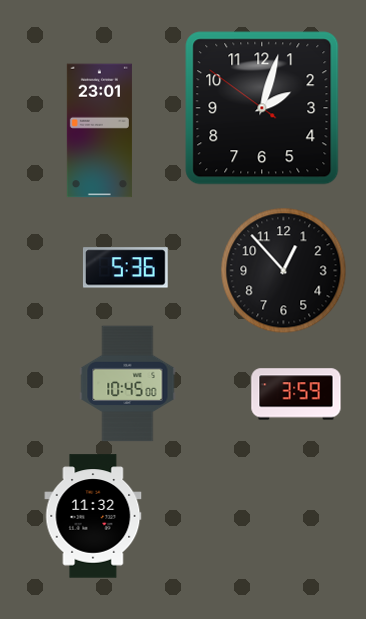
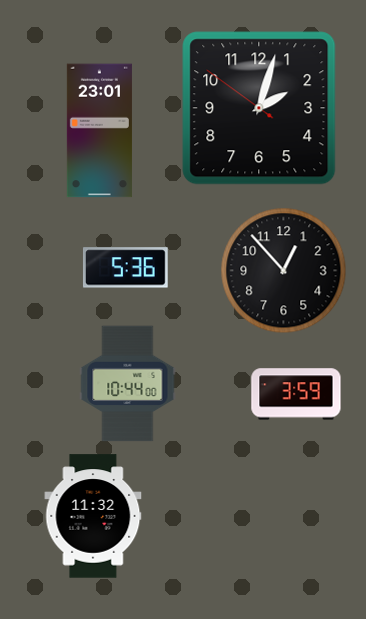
clock at (262, 108) position: (262, 108) -> (259, 108)
clock at (128, 384): 10:45 -> 10:44
